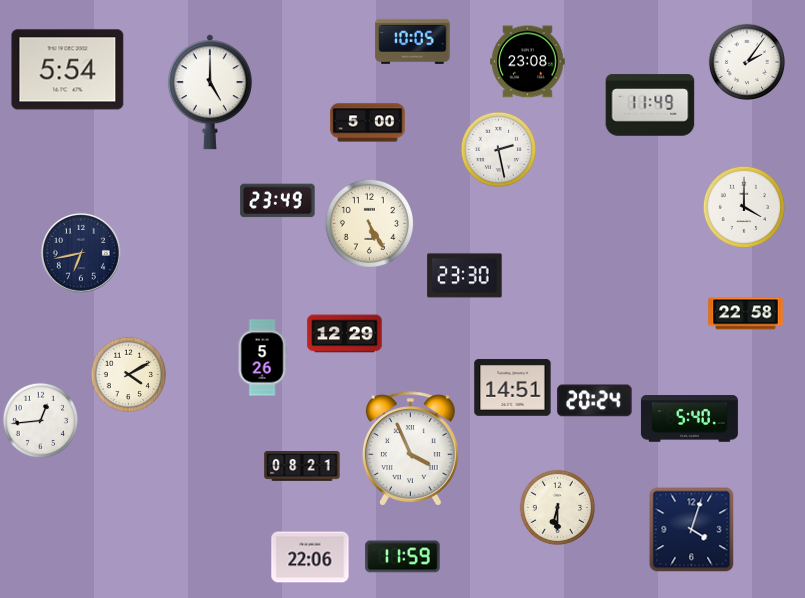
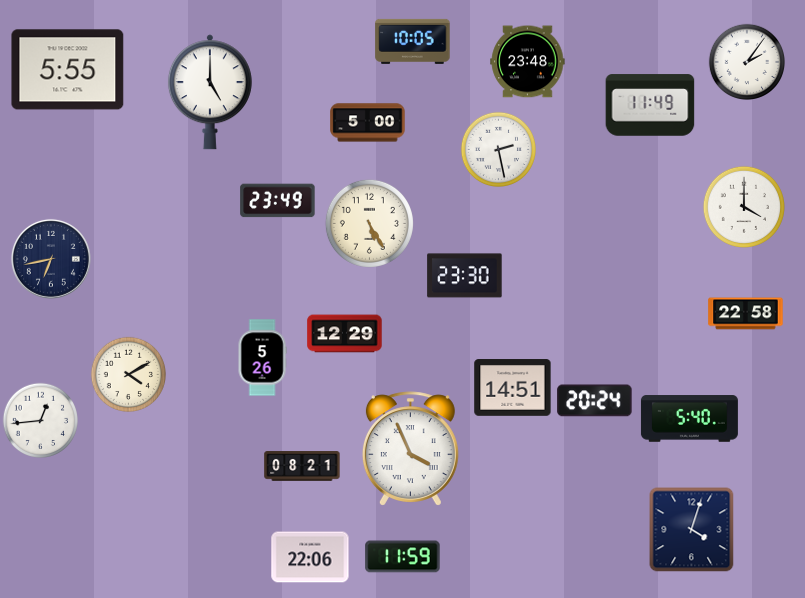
clock at (528, 62): 23:08 -> 23:48
clock at (68, 70): 5:54 -> 5:55
clock at (81, 253) position: (81, 253) -> (51, 259)
clock at (558, 508): 6:30 -> none
